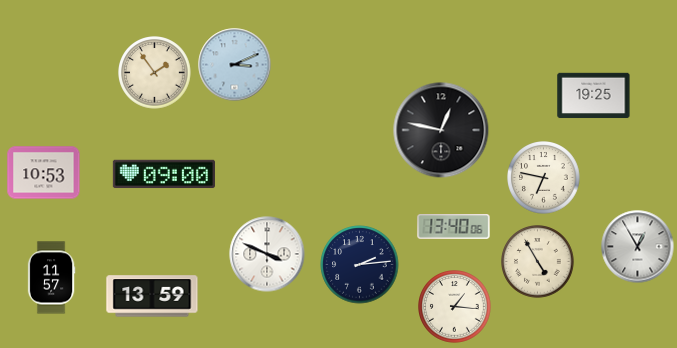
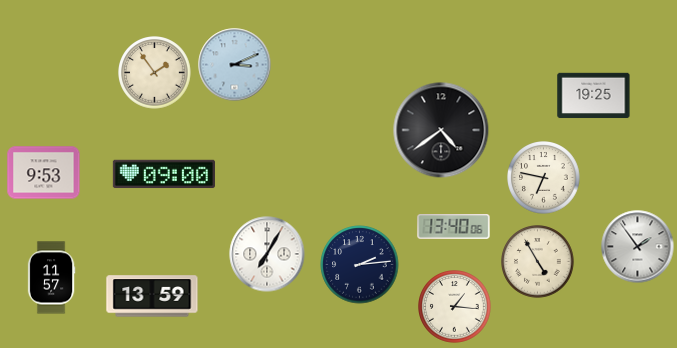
clock at (441, 130): 12:47 -> 4:39
clock at (44, 173): 10:53 -> 9:53
clock at (638, 247): 12:55 -> 1:54
clock at (267, 254): 3:49 -> 7:05
